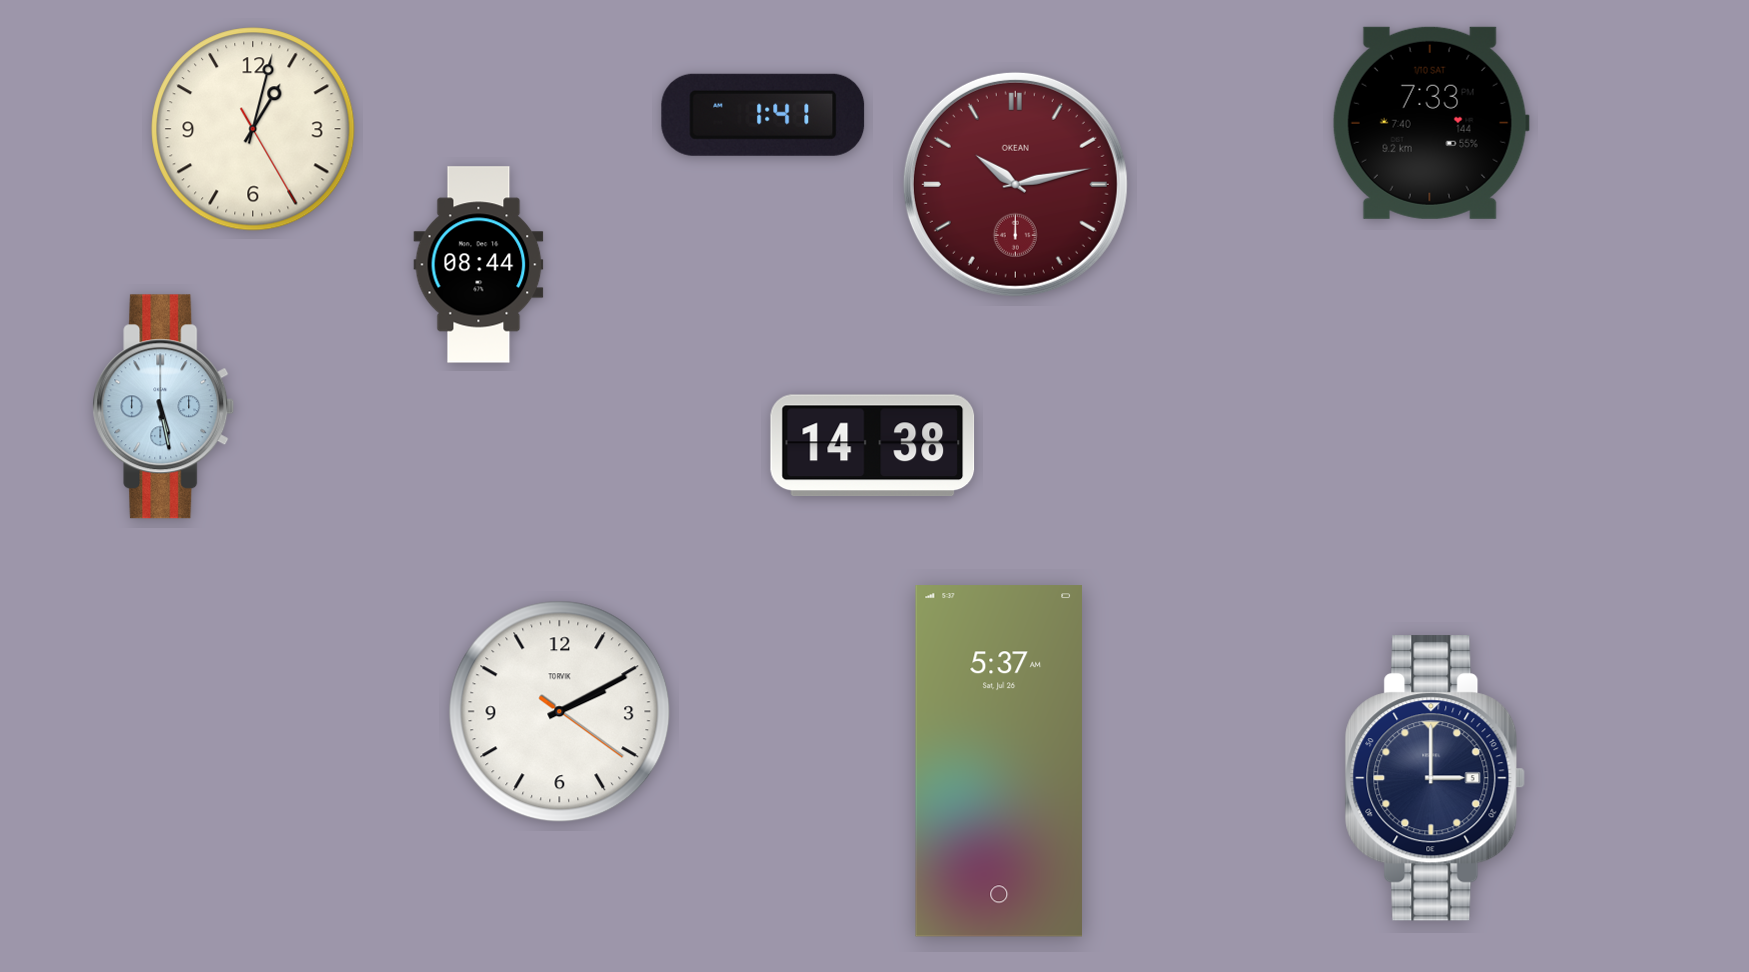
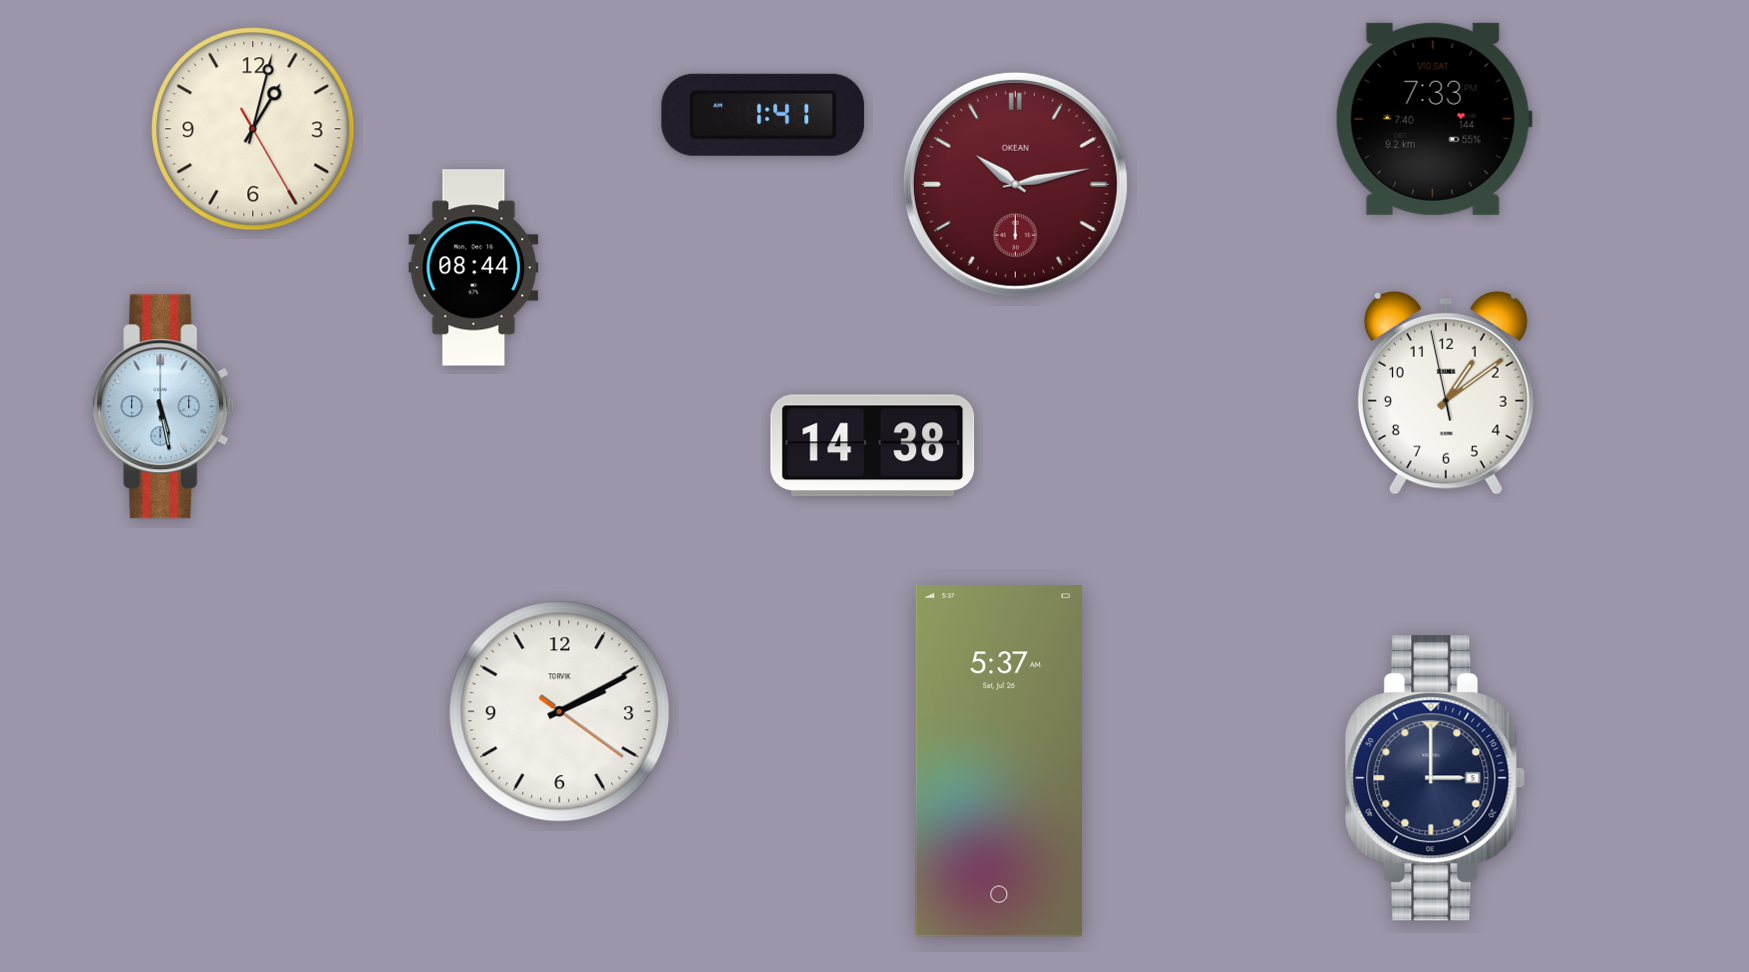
clock at (1431, 123) position: (1431, 123) -> (1434, 119)
clock at (479, 265) position: (479, 265) -> (474, 268)
clock at (1446, 393): none -> 1:08
